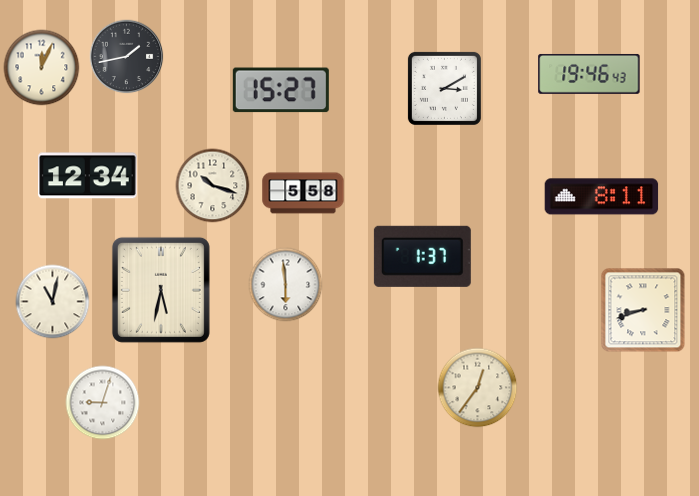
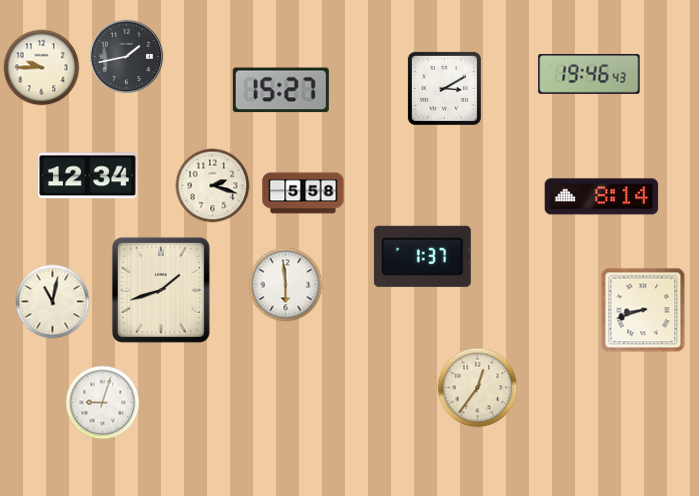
clock at (42, 68): 12:04 -> 9:45
clock at (213, 186): 10:18 -> 2:18
clock at (602, 197): 8:11 -> 8:14
clock at (161, 290): 5:32 -> 1:42
